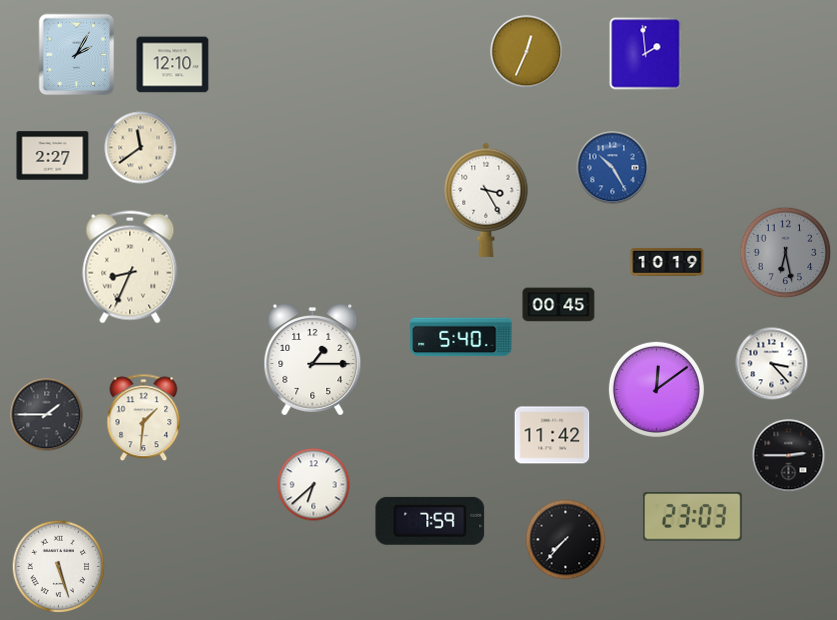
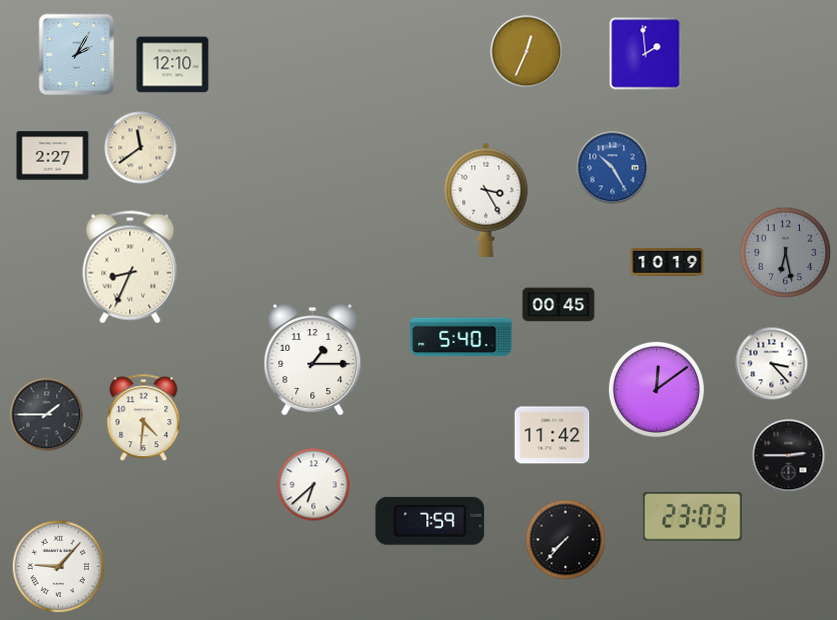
clock at (144, 418): 1:31 -> 4:31
clock at (59, 567): 5:27 -> 9:07
